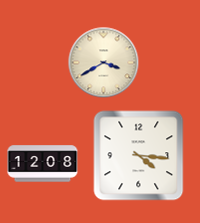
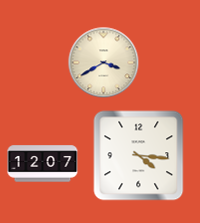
clock at (43, 164): 12:08 -> 12:07
